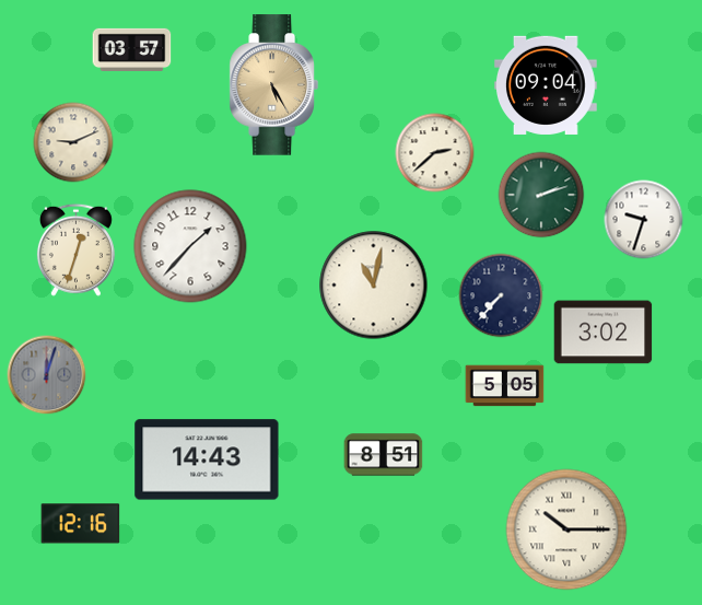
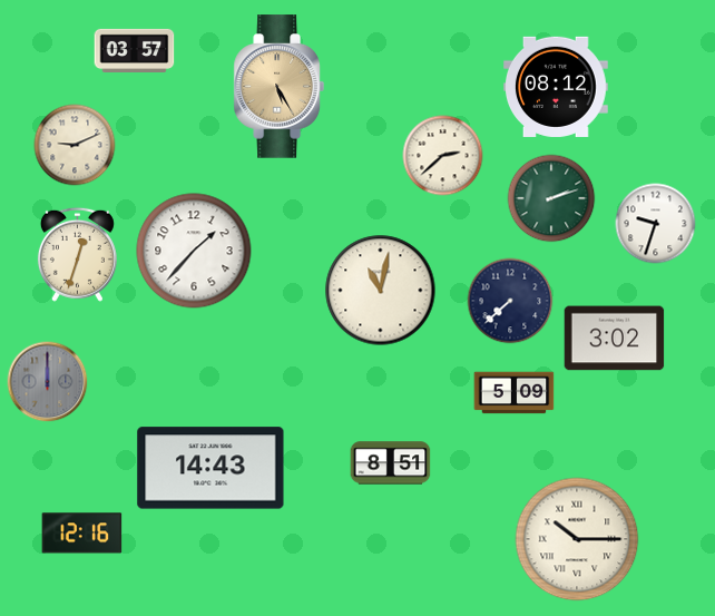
clock at (547, 85): 09:04 -> 08:12
clock at (501, 295): 7:37 -> 7:38
clock at (47, 375): 12:03 -> 12:00
clock at (505, 386): 5:05 -> 5:09
